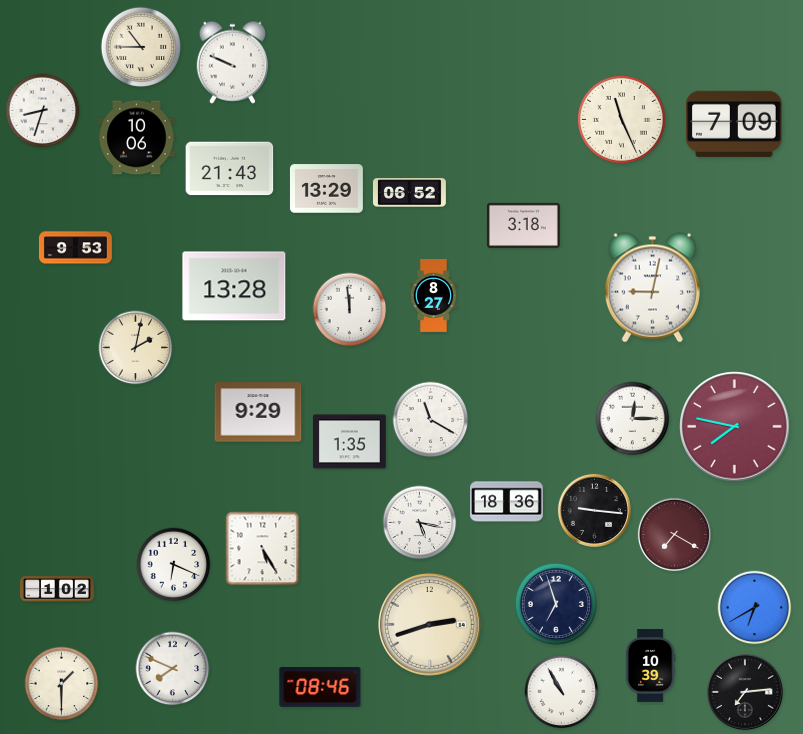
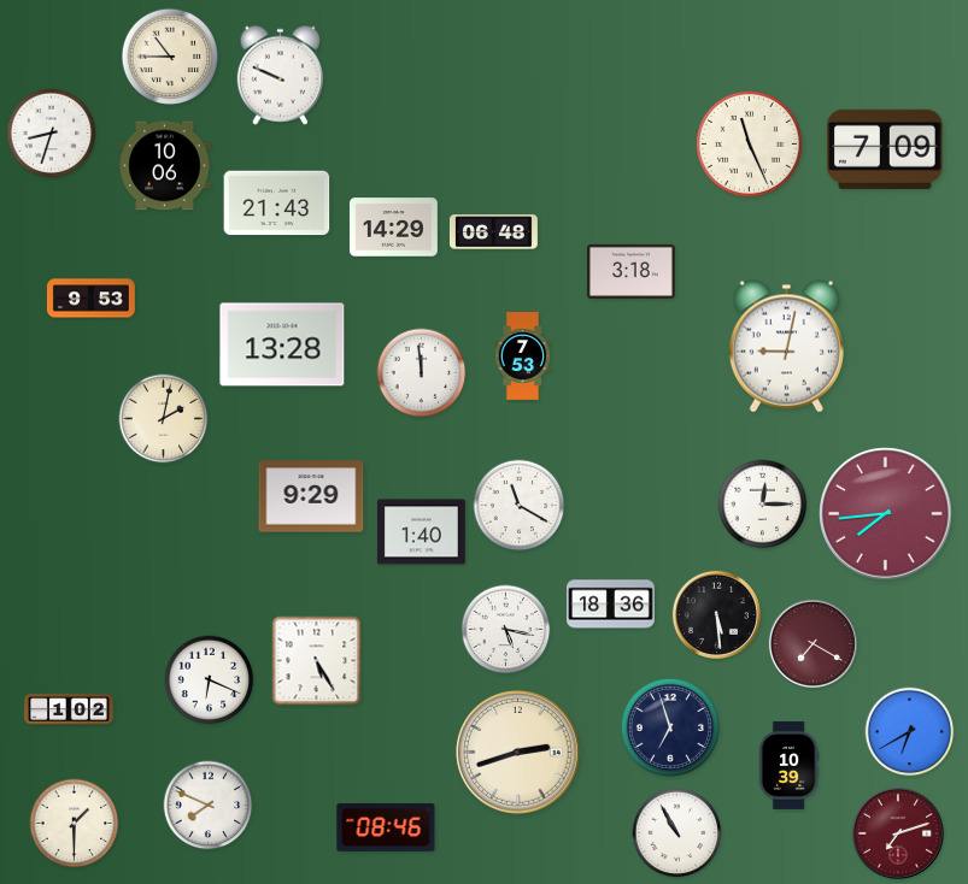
clock at (326, 189): 13:29 -> 14:29
clock at (409, 193): 06:52 -> 06:48
clock at (434, 296): 8:27 -> 7:53
clock at (735, 427): 7:47 -> 7:44
clock at (349, 442): 1:35 -> 1:40
clock at (594, 510): 9:16 -> 5:29
clock at (650, 666) position: (650, 666) -> (788, 766)
clock at (745, 692): 7:14 -> 7:12
clock at (745, 692) dial: black -> burgundy
